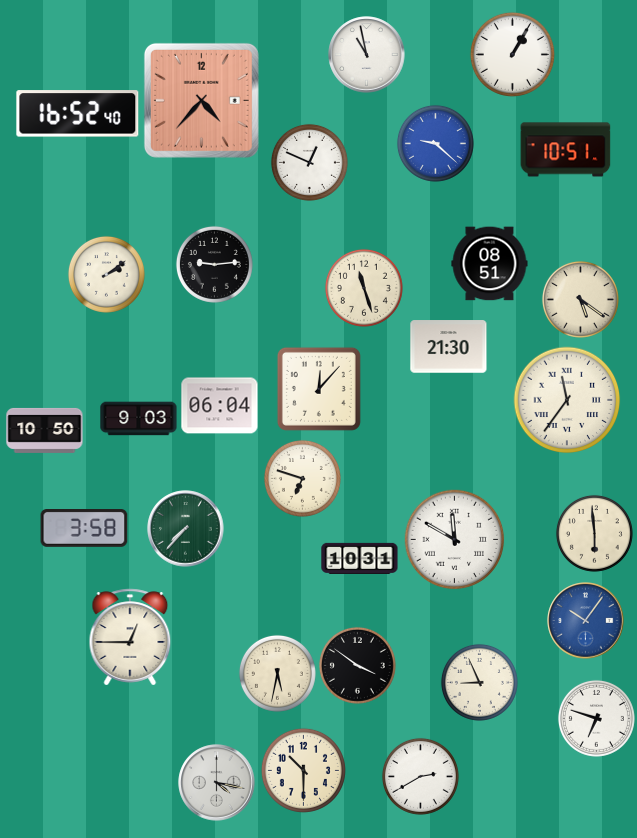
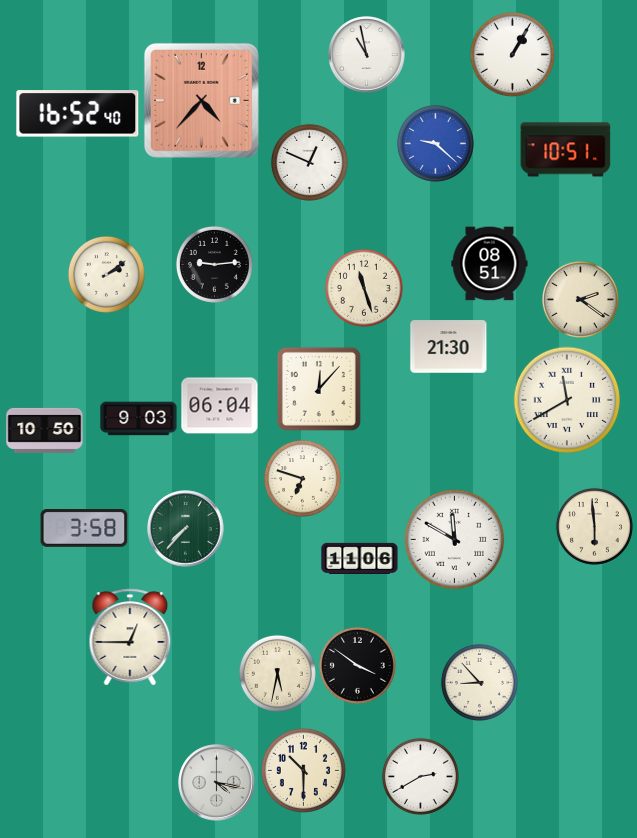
clock at (580, 299): 5:21 -> 2:21
clock at (567, 400): 11:36 -> 11:40
clock at (594, 533) position: (594, 533) -> (594, 526)
clock at (360, 558): 10:31 -> 11:06
clock at (586, 621): 10:06 -> none
clock at (479, 682): 8:56 -> 8:53
clock at (596, 718): 6:48 -> none
